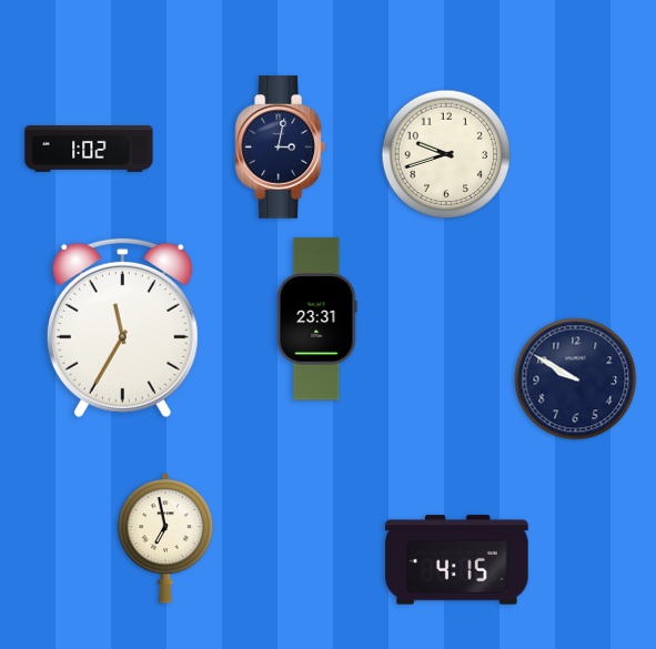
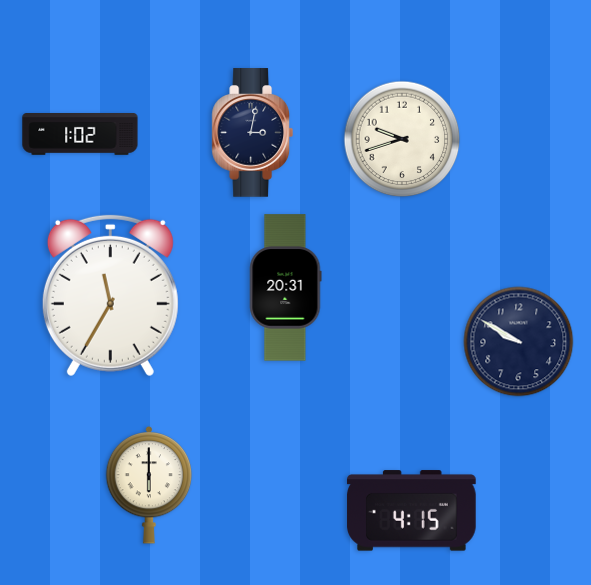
clock at (317, 320): 23:31 -> 20:31
clock at (165, 538): 6:58 -> 6:00
clock at (457, 560) position: (457, 560) -> (412, 511)
